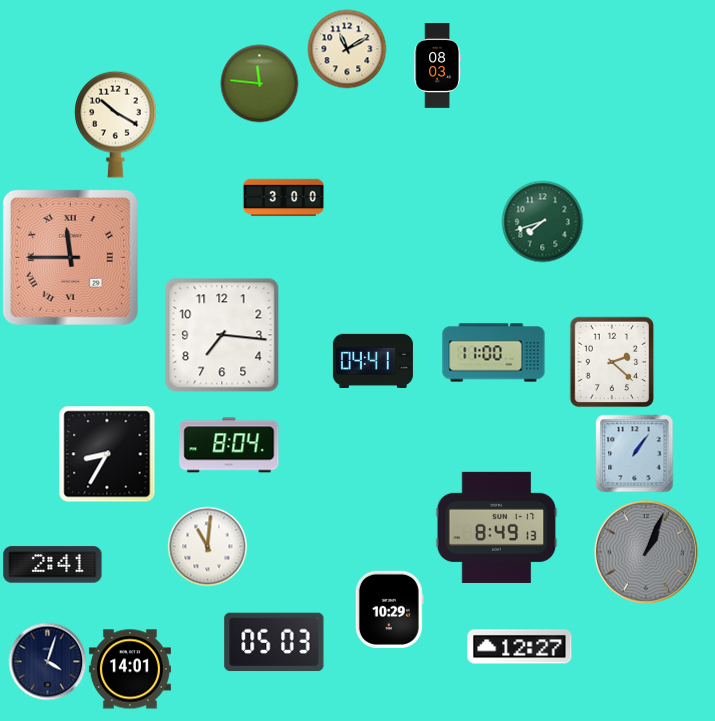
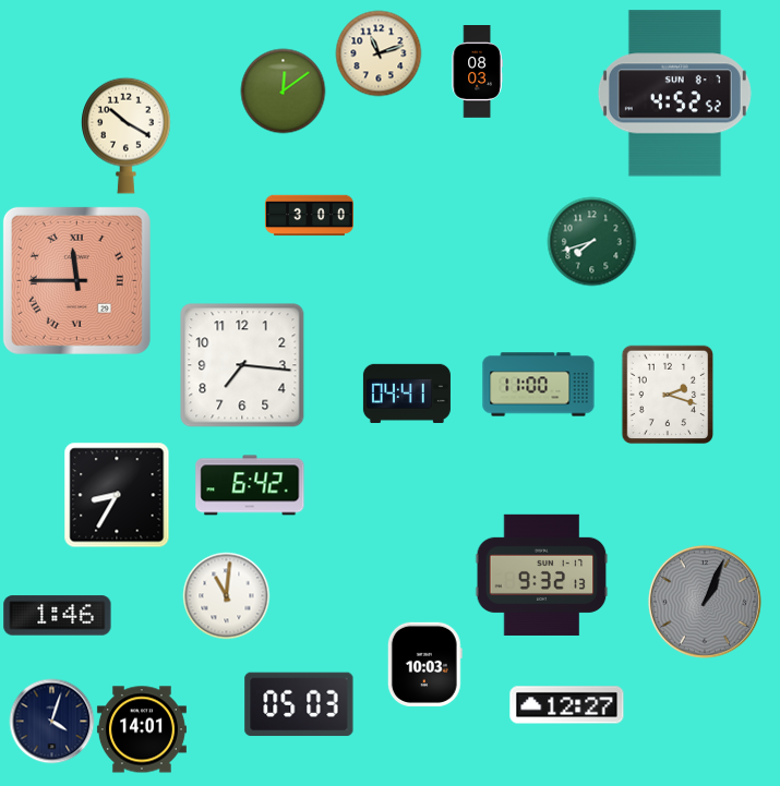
clock at (347, 49): 11:10 -> 11:12
clock at (259, 83): 11:46 -> 12:09
clock at (674, 94): none -> 4:52
clock at (612, 362): 2:22 -> 2:18
clock at (229, 445): 8:04 -> 6:42
clock at (634, 453): 1:06 -> none
clock at (497, 527): 8:49 -> 9:32
clock at (53, 565): 2:41 -> 1:46
clock at (389, 609): 10:29 -> 10:03
clock at (274, 642) position: (274, 642) -> (299, 704)
